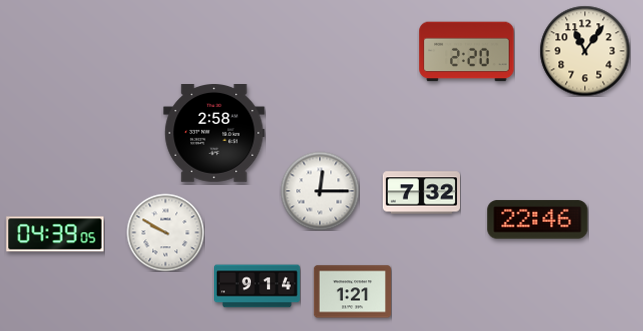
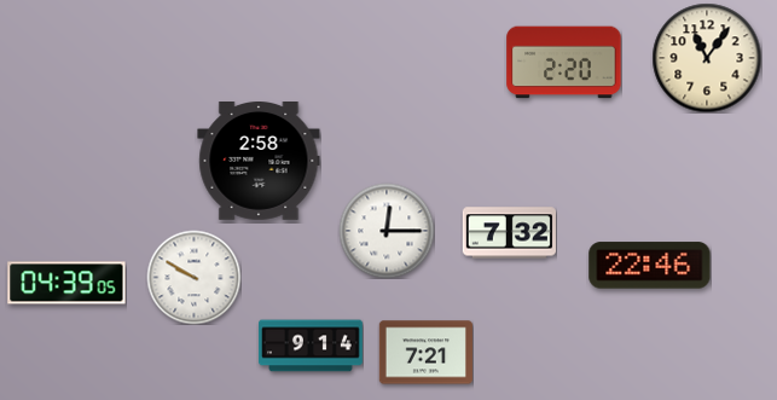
clock at (585, 51) position: (585, 51) -> (707, 58)
clock at (165, 232) position: (165, 232) -> (193, 277)
clock at (352, 292): 1:21 -> 7:21
